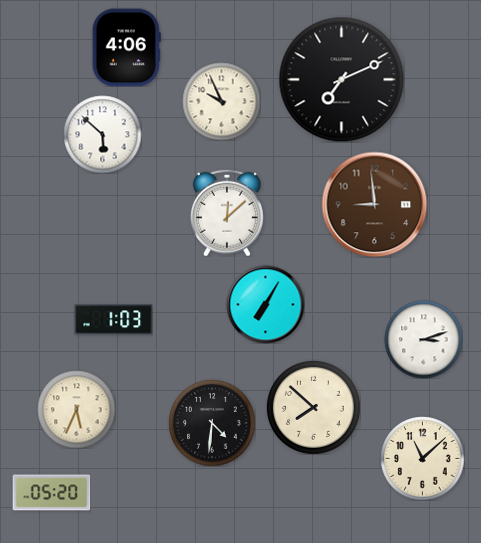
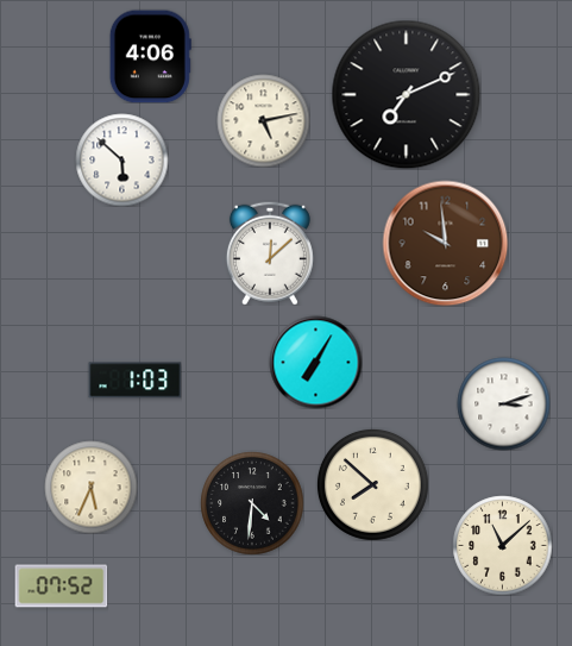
clock at (221, 101): 9:56 -> 5:13
clock at (374, 204): 8:59 -> 9:59
clock at (51, 493): 05:20 -> 07:52
